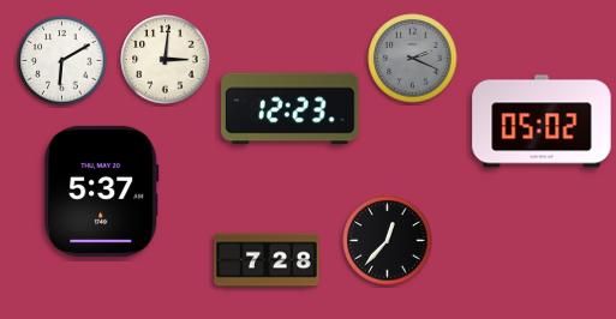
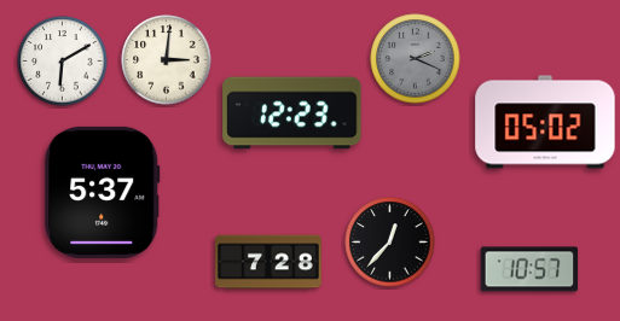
clock at (291, 109) position: (291, 109) -> (292, 113)
clock at (529, 269): none -> 10:57
